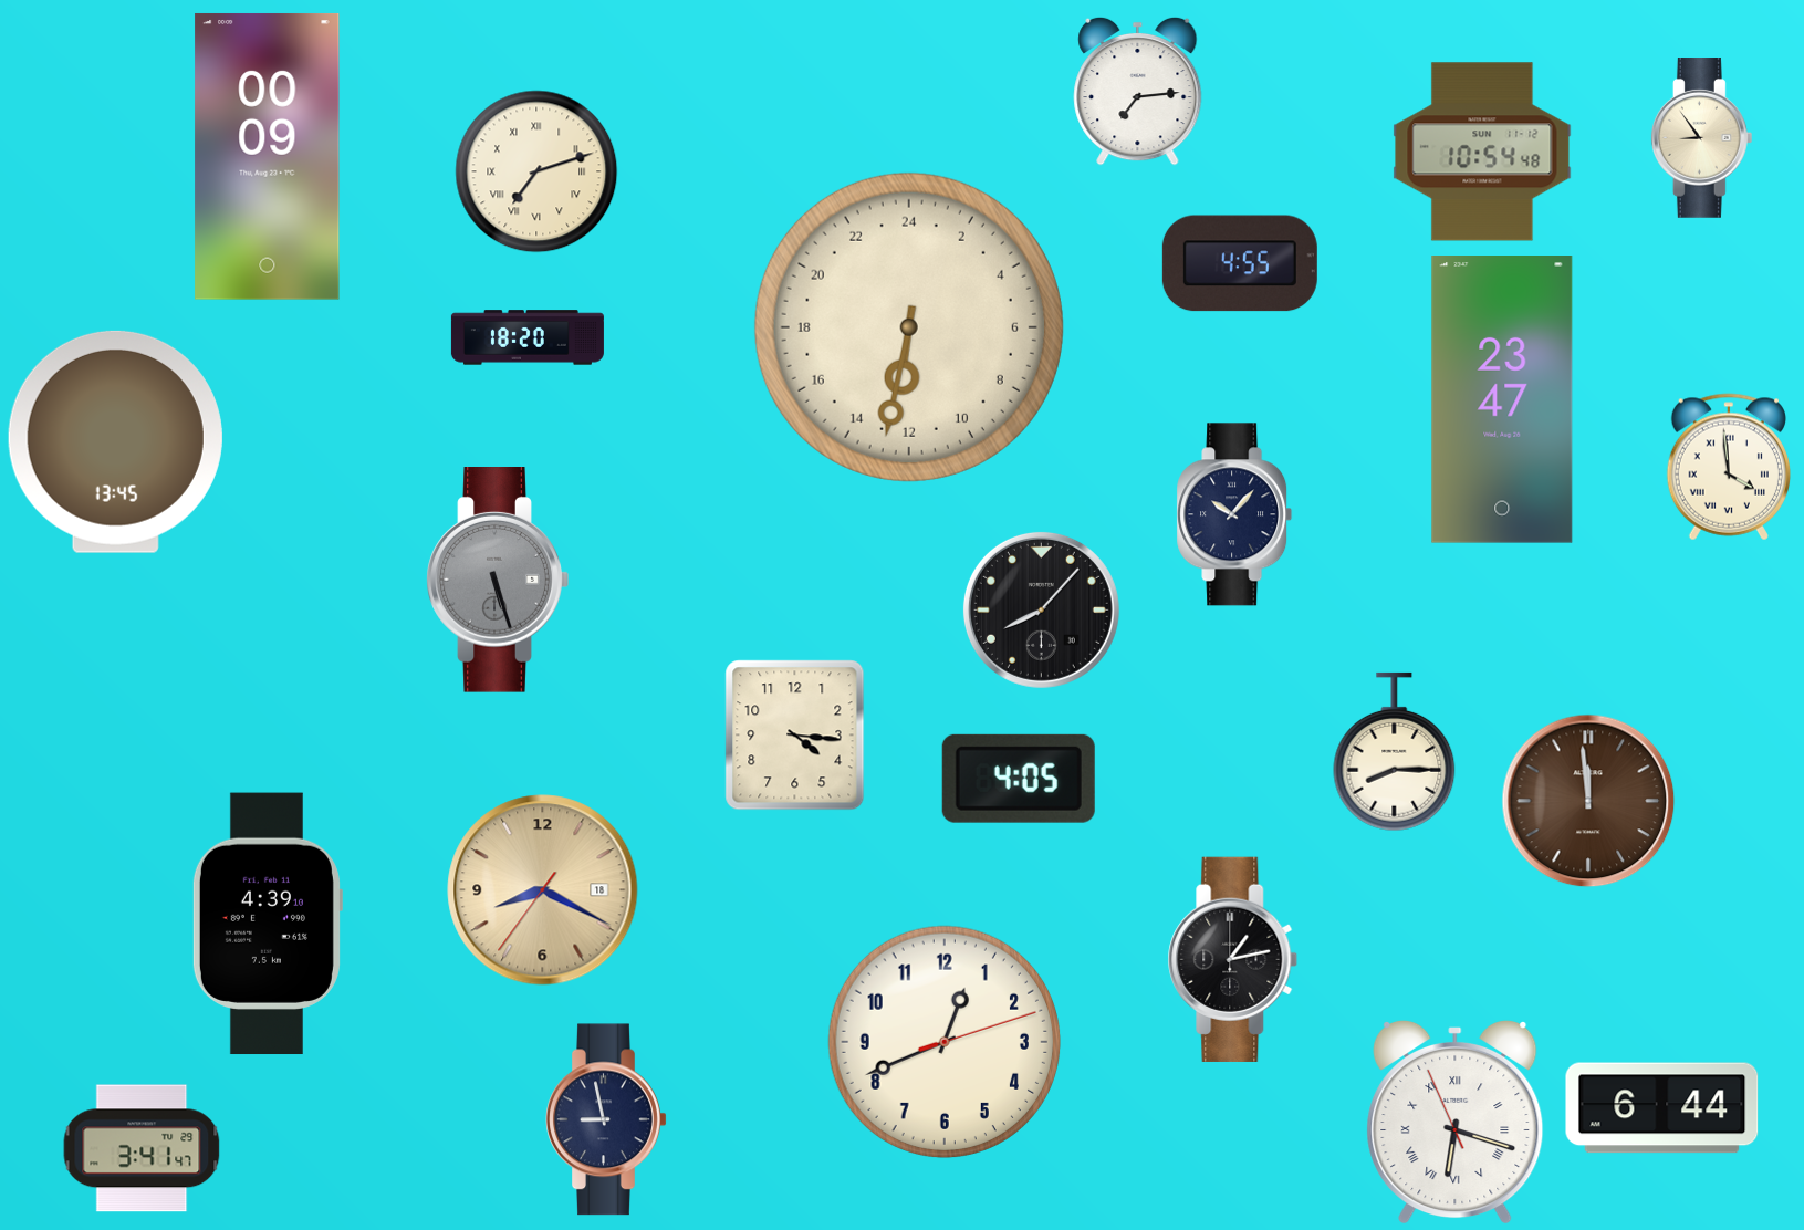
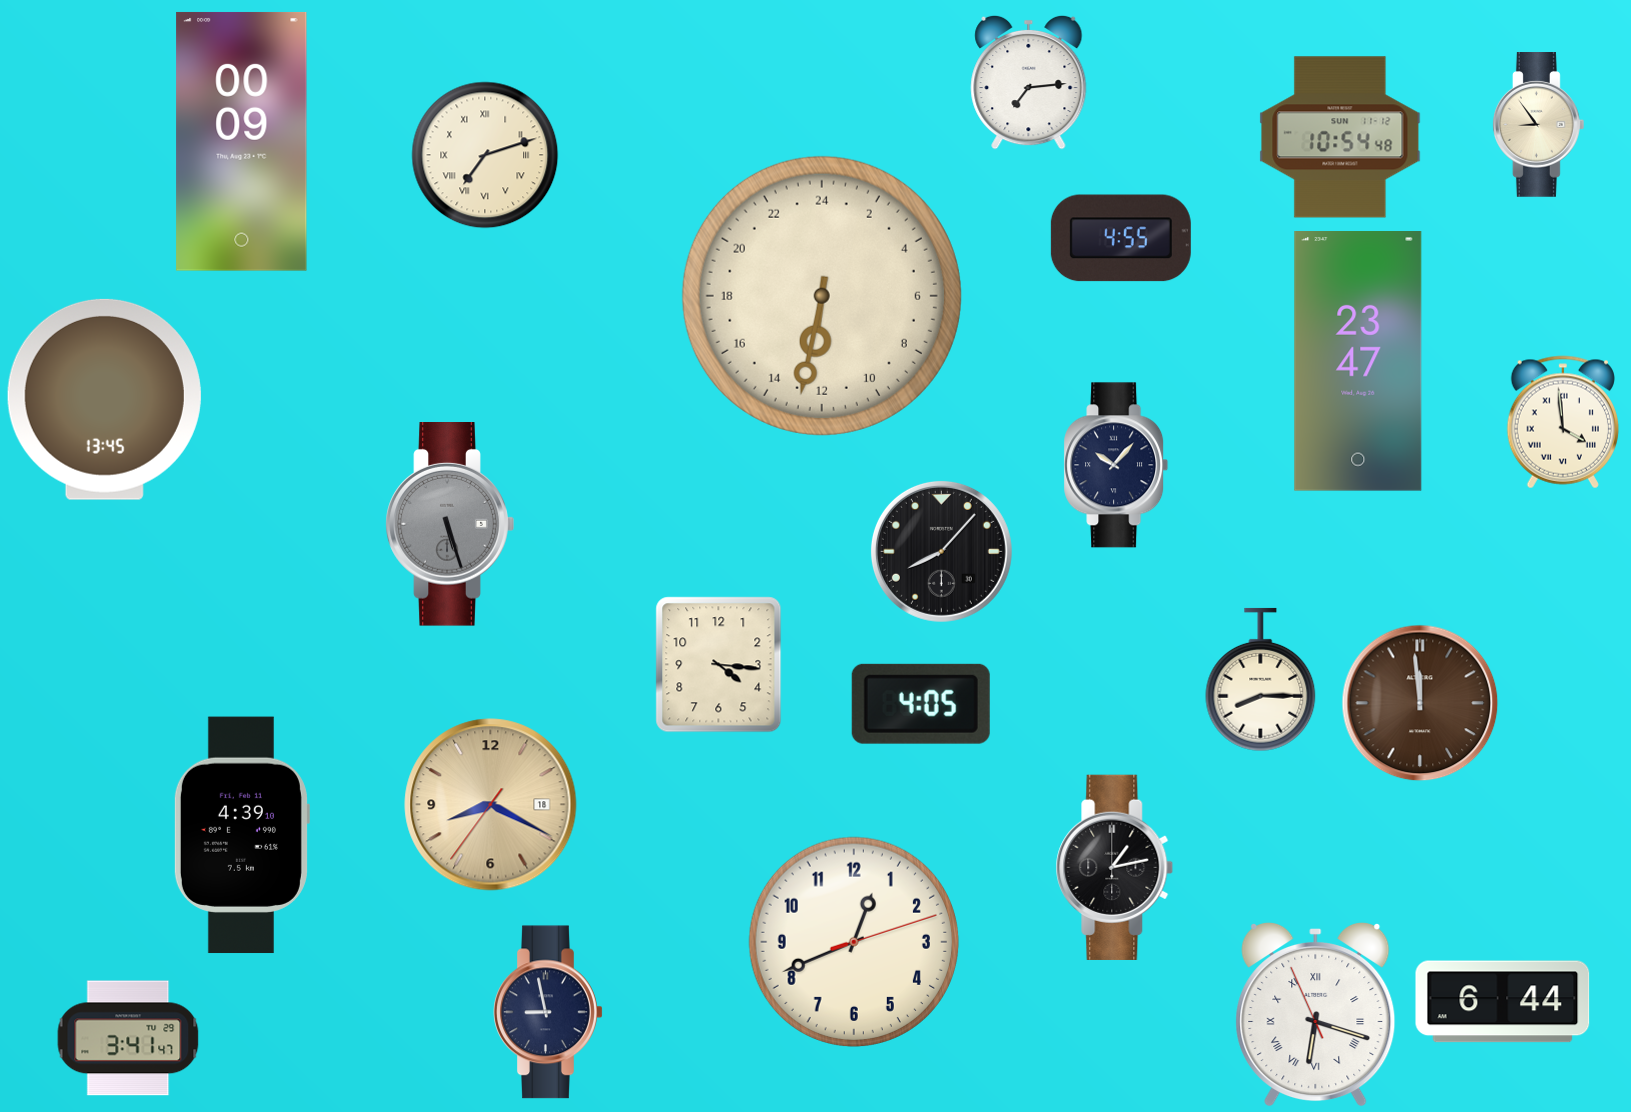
clock at (528, 337): 18:20 -> none
clock at (1588, 801) position: (1588, 801) -> (1420, 703)
